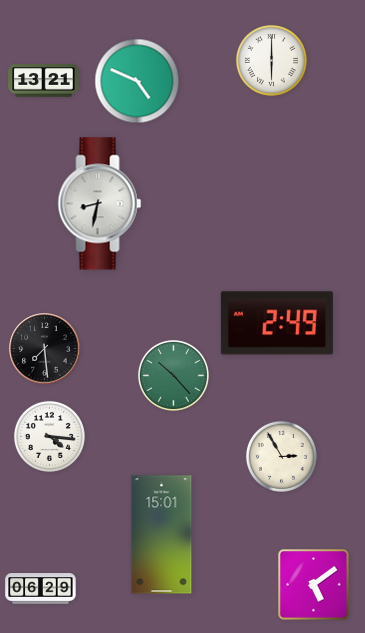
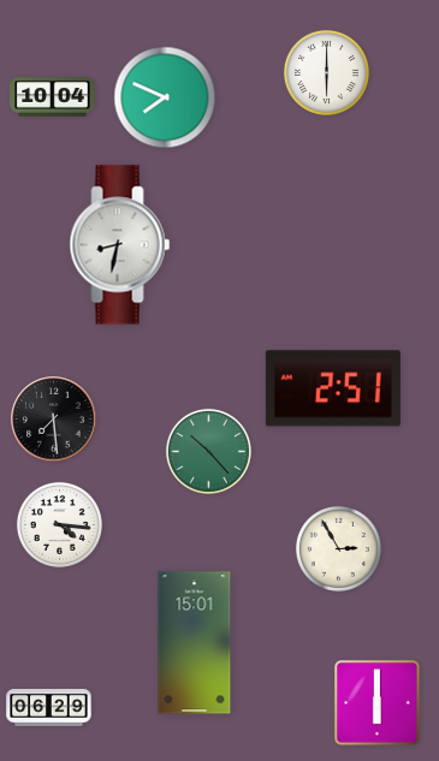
clock at (44, 81): 13:21 -> 10:04
clock at (137, 81): 4:49 -> 7:49
clock at (277, 323): 2:49 -> 2:51
clock at (314, 585): 5:09 -> 6:00
